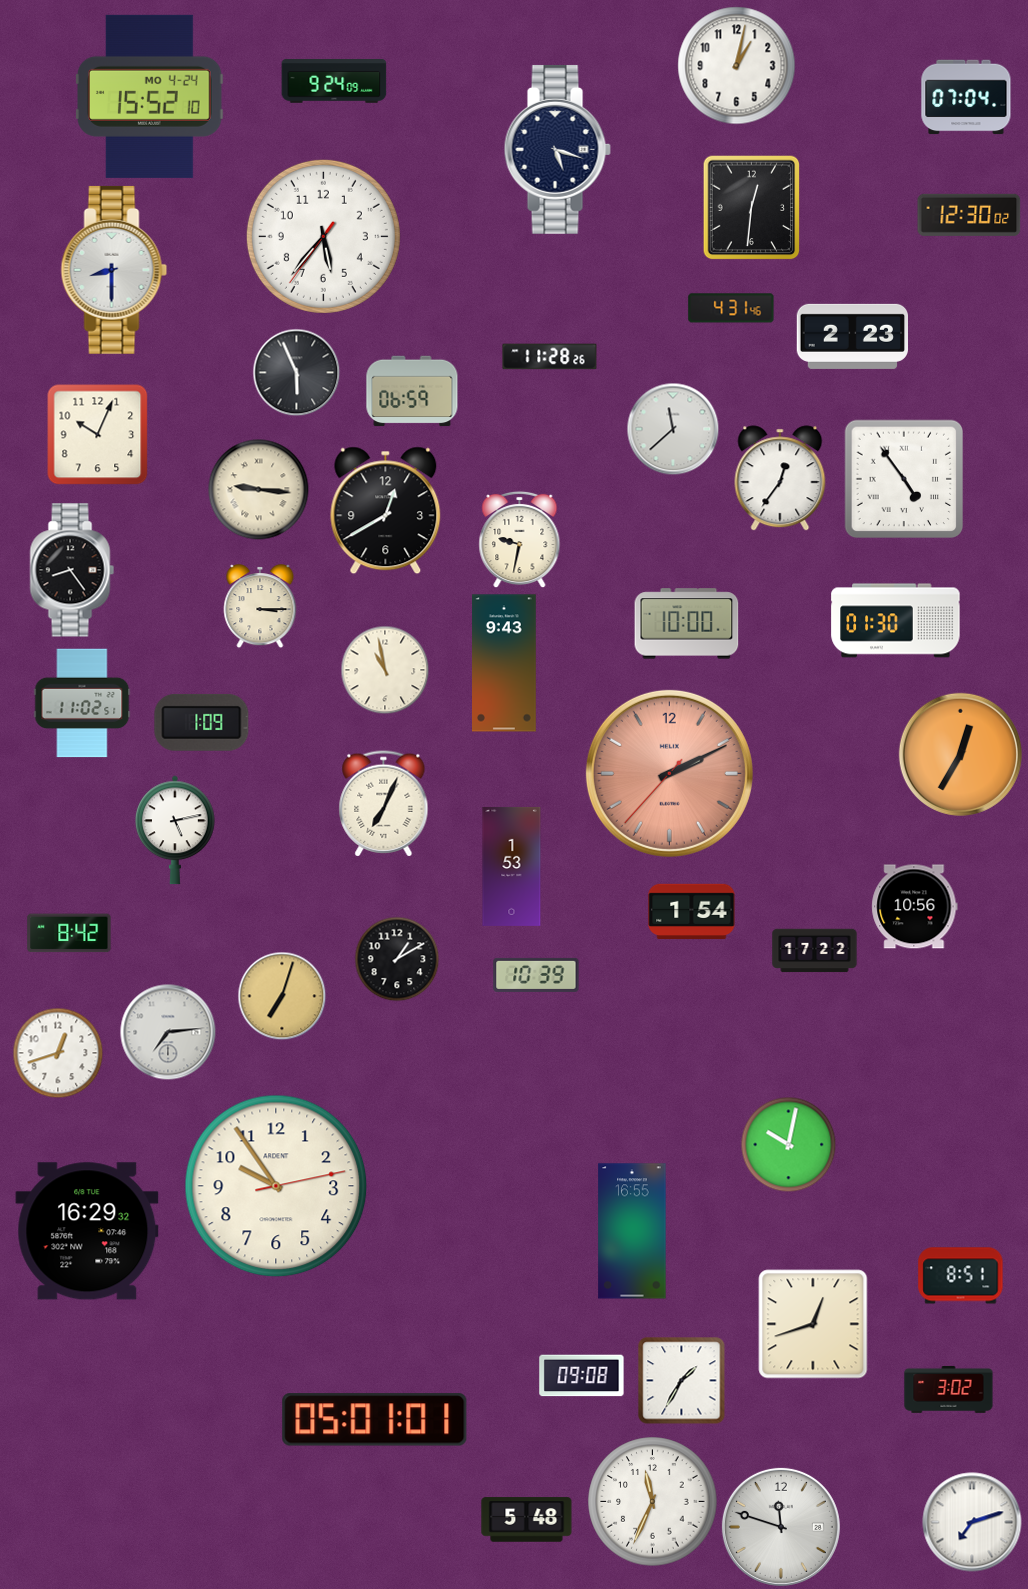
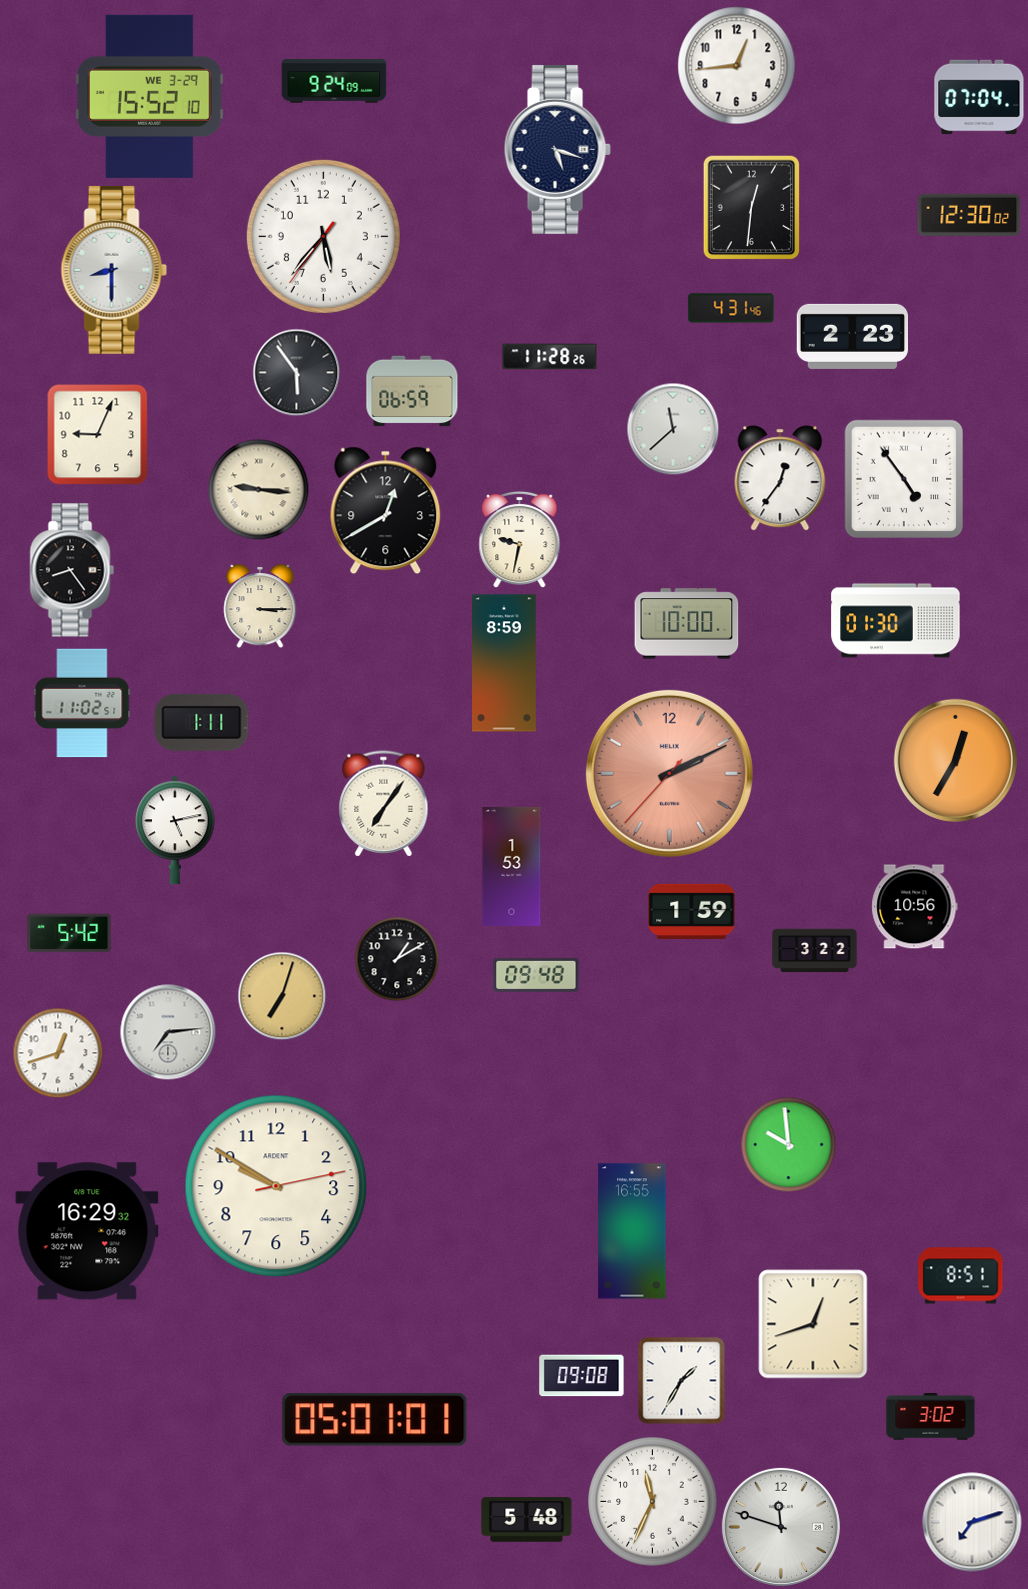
clock at (737, 66): 1:02 -> 12:44
clock at (150, 96) date: MO 4-24 -> WE 3-29
clock at (966, 97) position: (966, 97) -> (979, 97)
clock at (296, 372): 5:56 -> 5:54
clock at (97, 434): 10:04 -> 9:04
clock at (505, 663): 9:43 -> 8:59
clock at (385, 670): 10:58 -> none
clock at (202, 722): 1:09 -> 1:11
clock at (960, 754) position: (960, 754) -> (955, 760)
clock at (384, 804): 7:04 -> 7:06
clock at (692, 912): 1:54 -> 1:59
clock at (69, 933): 8:42 -> 5:42
clock at (815, 951): 17:22 -> 3:22
clock at (536, 975): 10:39 -> 09:48
clock at (788, 1144): 10:02 -> 9:59
clock at (276, 1186): 9:54 -> 9:50
clock at (949, 1389) position: (949, 1389) -> (931, 1416)
